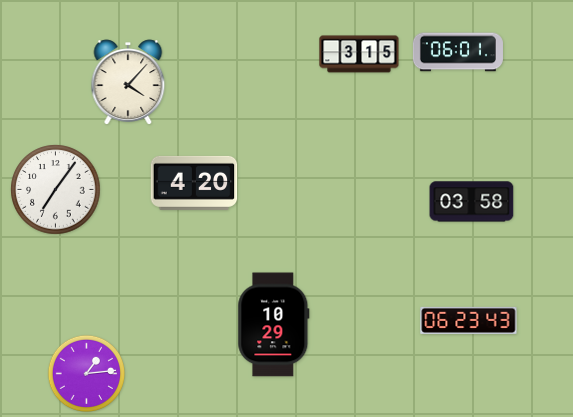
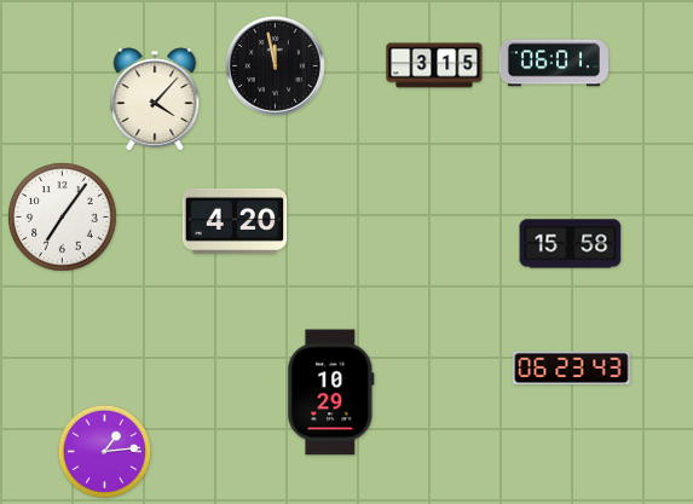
clock at (276, 66): none -> 11:58
clock at (56, 190) position: (56, 190) -> (63, 218)
clock at (472, 202): 03:58 -> 15:58
clock at (469, 320) position: (469, 320) -> (572, 367)
